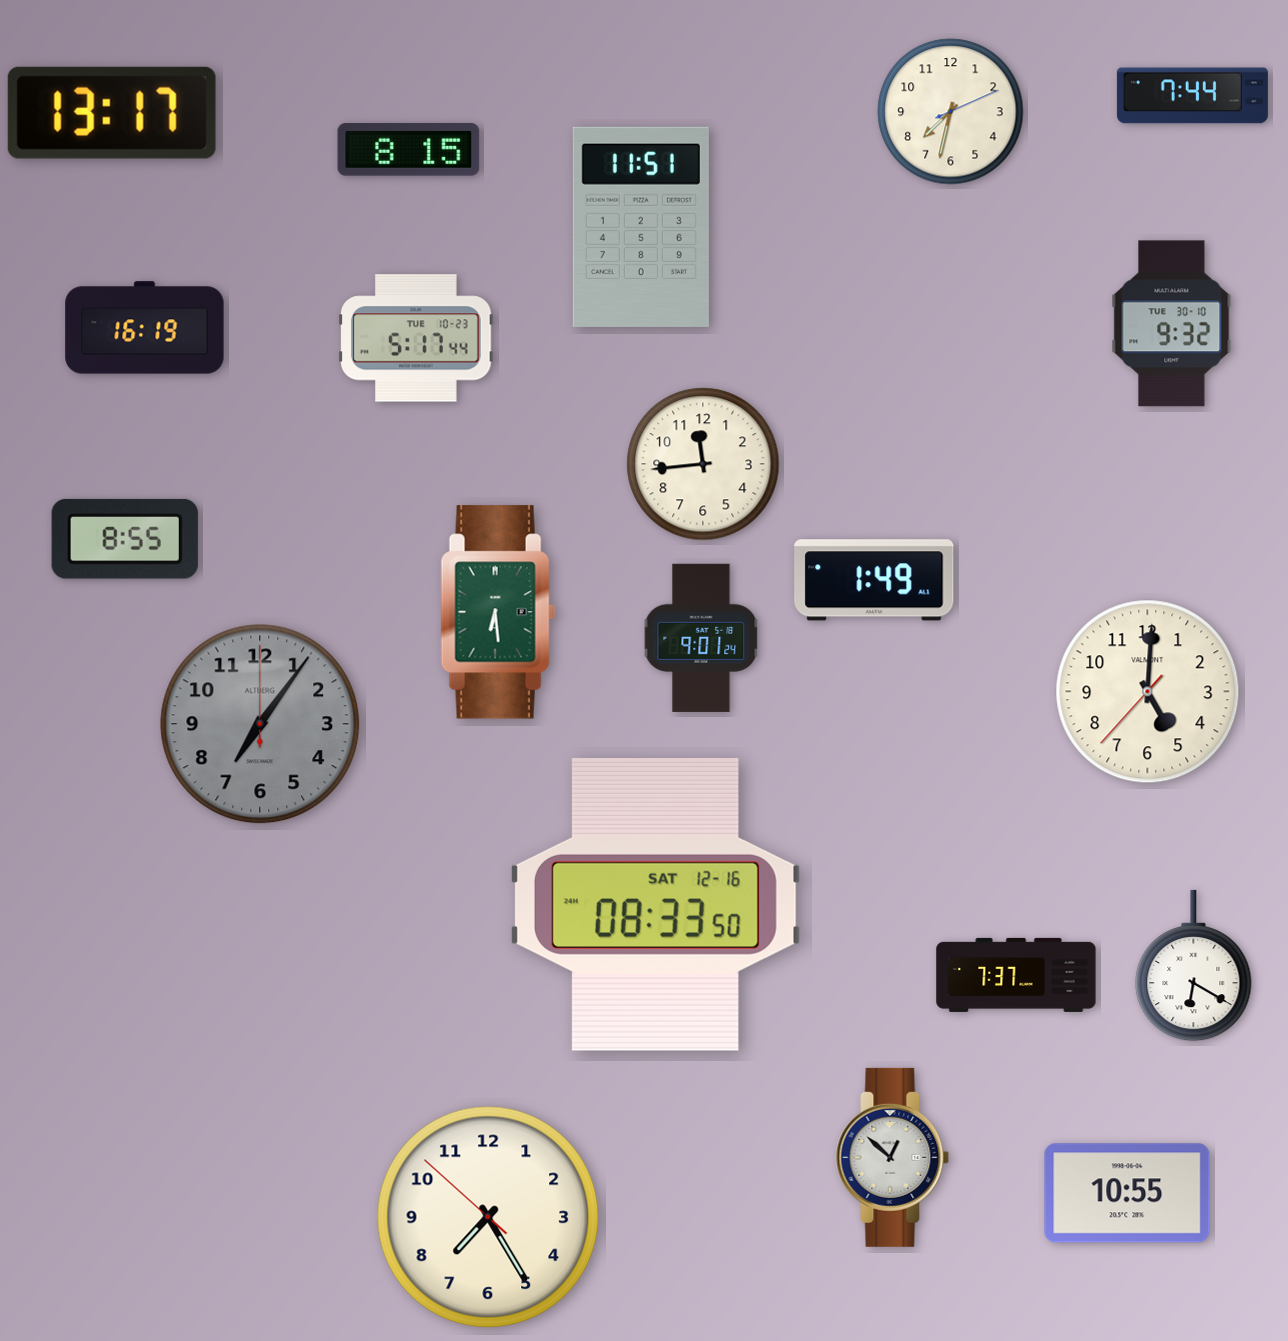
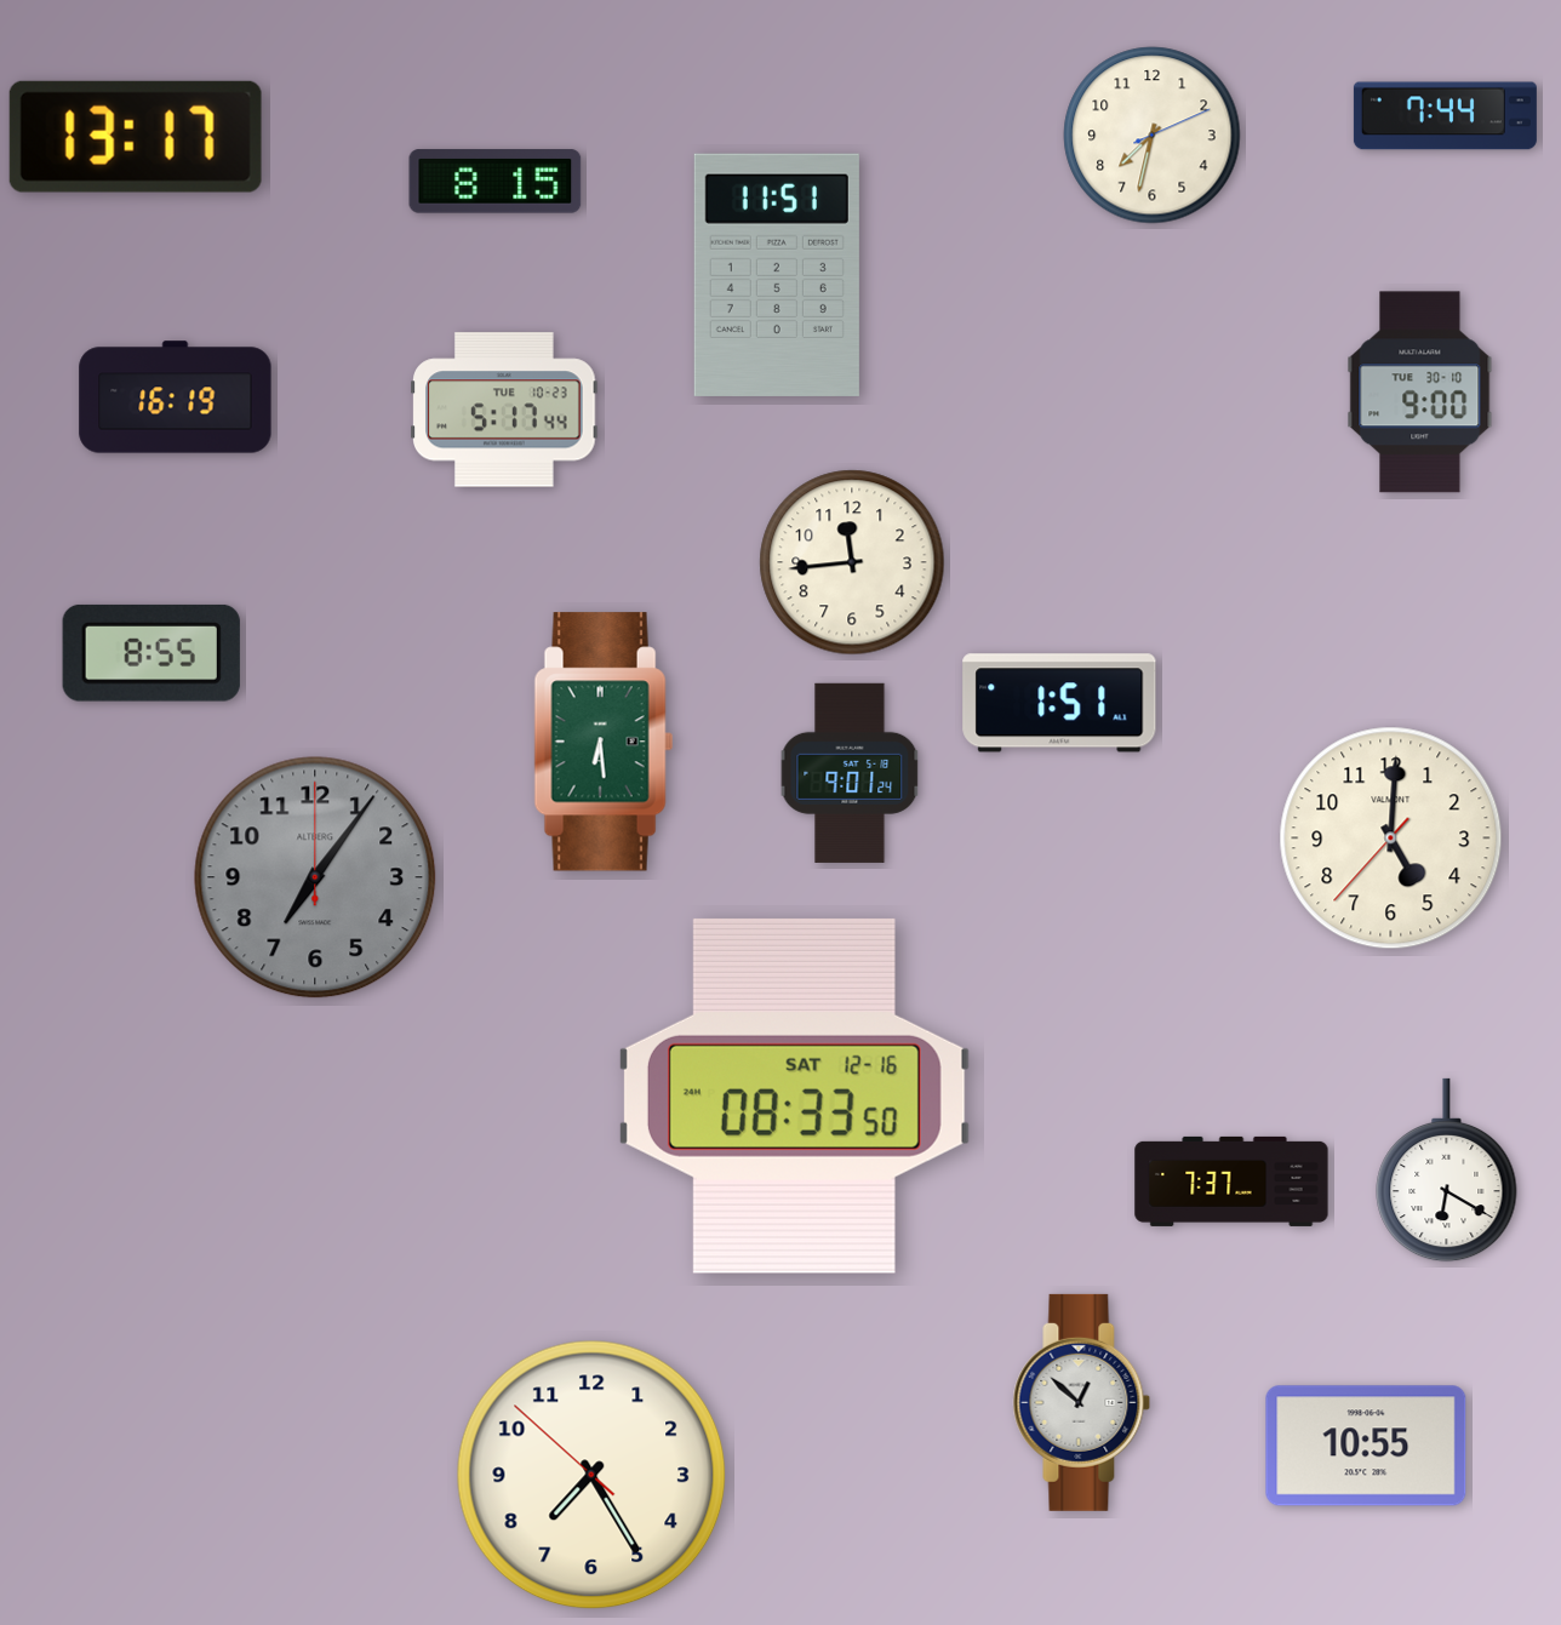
clock at (1172, 324): 9:32 -> 9:00
clock at (874, 580): 1:49 -> 1:51
